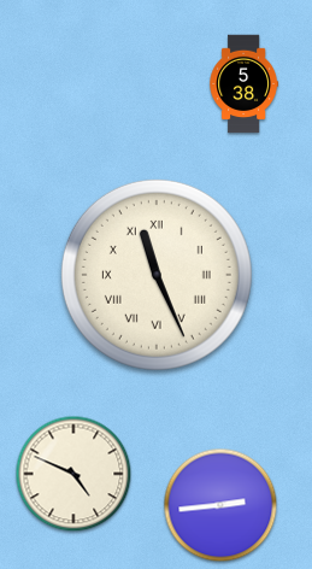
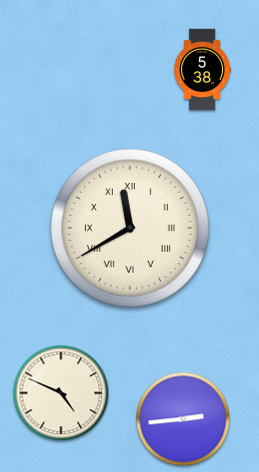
clock at (157, 275): 11:26 -> 11:40
